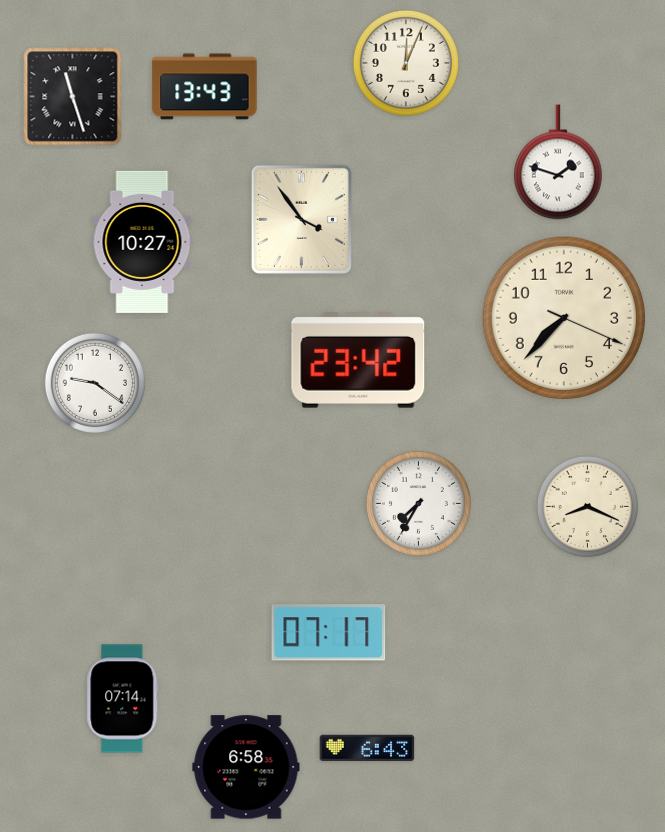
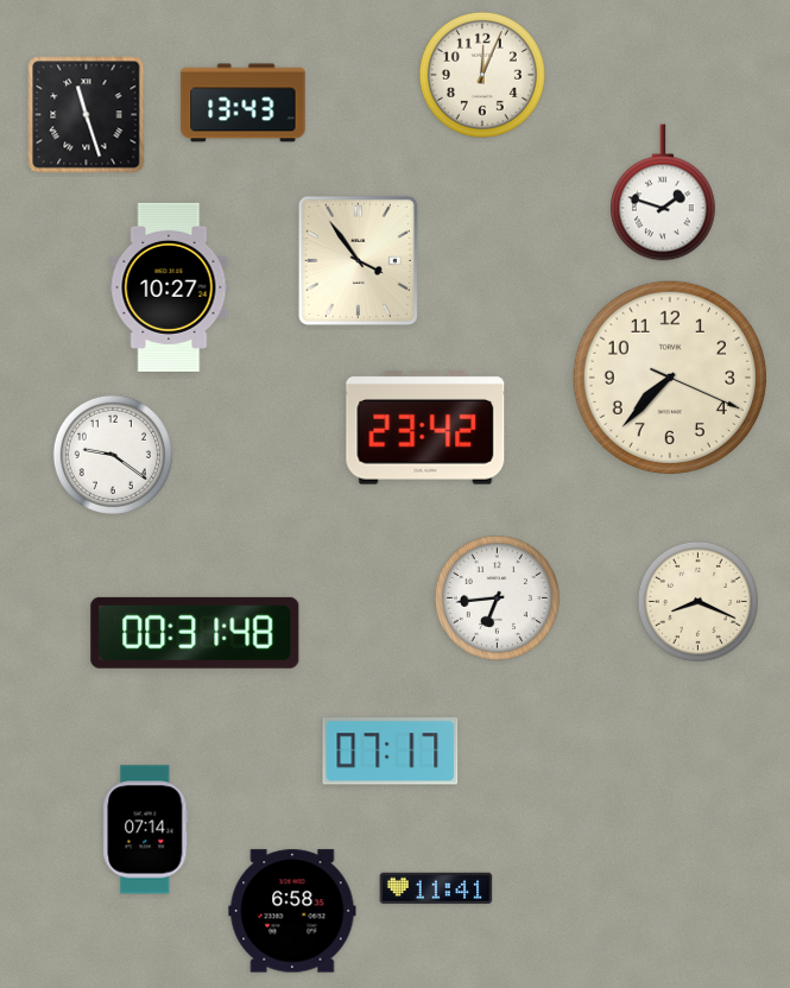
clock at (418, 503): 7:35 -> 6:44
clock at (195, 633): none -> 00:31
clock at (367, 748): 6:43 -> 11:41
